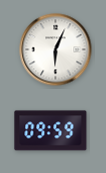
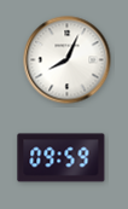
clock at (56, 50): 6:04 -> 8:04
